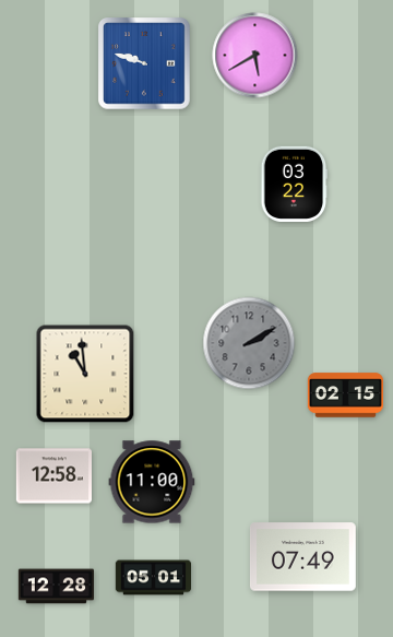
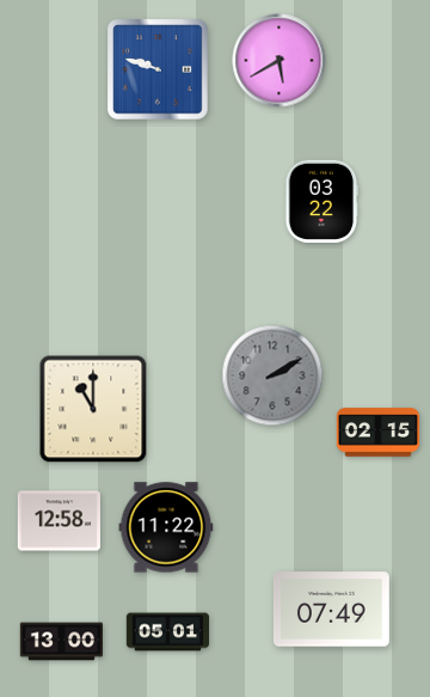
clock at (85, 374): 10:59 -> 11:00
clock at (152, 482): 11:00 -> 11:22
clock at (57, 587): 12:28 -> 13:00
